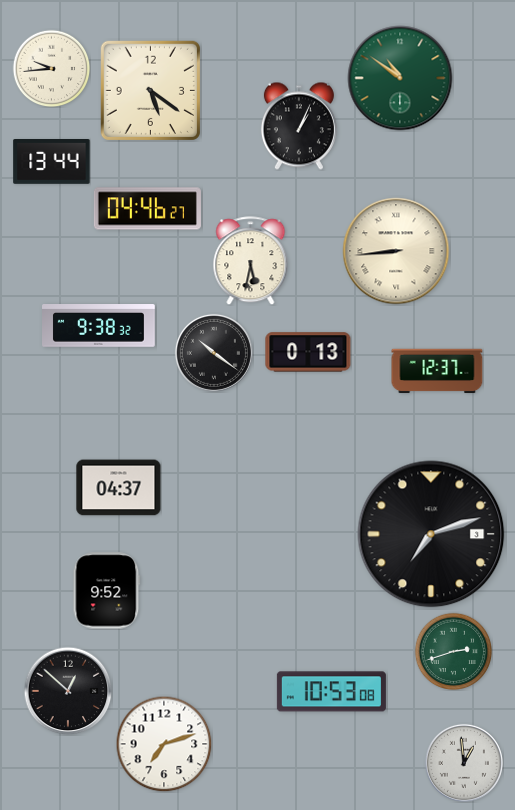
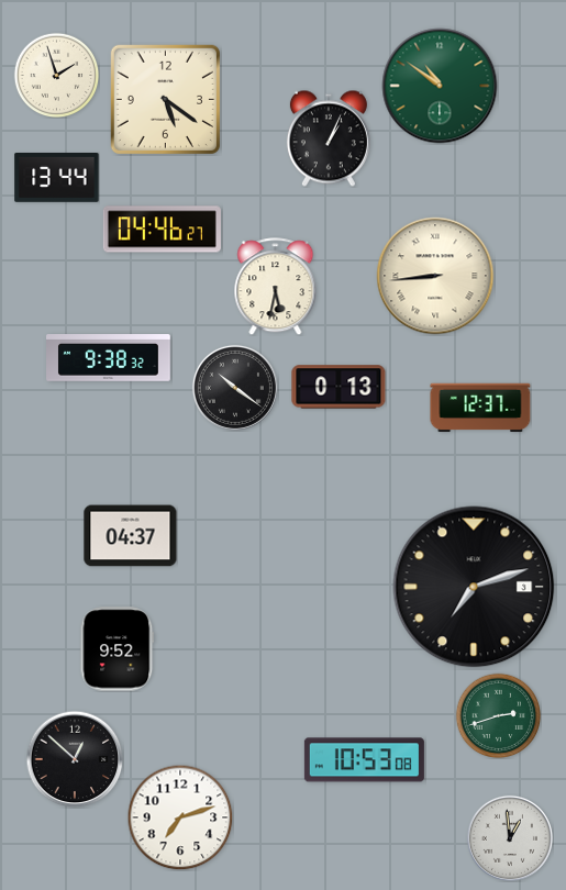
clock at (51, 68): 9:44 -> 1:57
